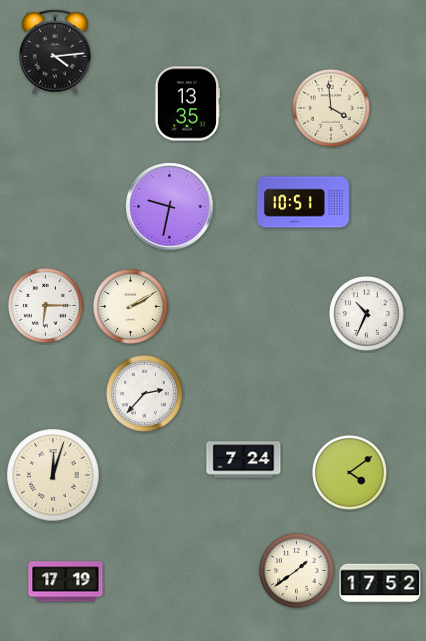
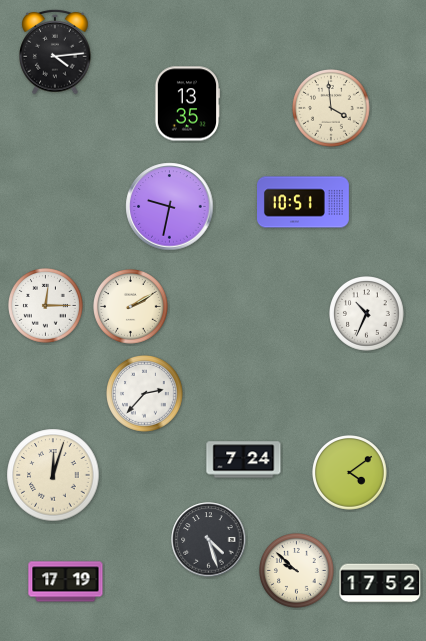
clock at (46, 306): 6:15 -> 12:15
clock at (209, 540): none -> 4:27
clock at (297, 571): 1:39 -> 9:52
